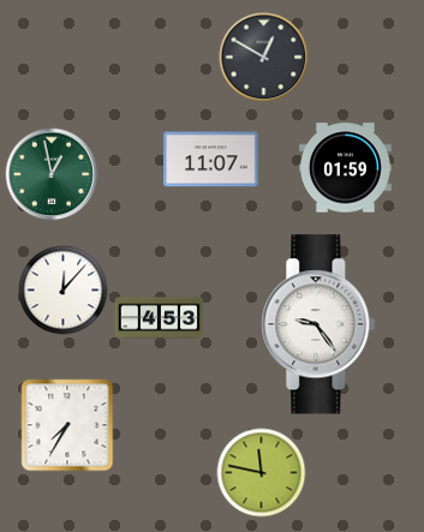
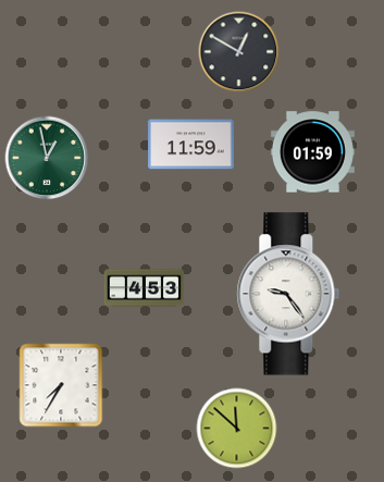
clock at (211, 160): 11:07 -> 11:59
clock at (64, 291): 12:07 -> none
clock at (262, 473): 11:47 -> 11:52
